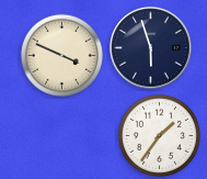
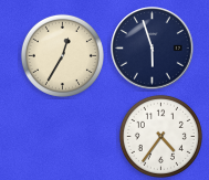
clock at (61, 55): 3:49 -> 12:35
clock at (159, 135): 1:36 -> 4:36
